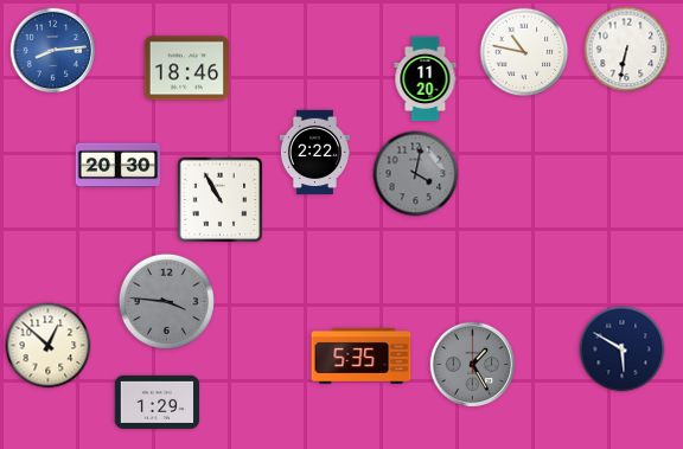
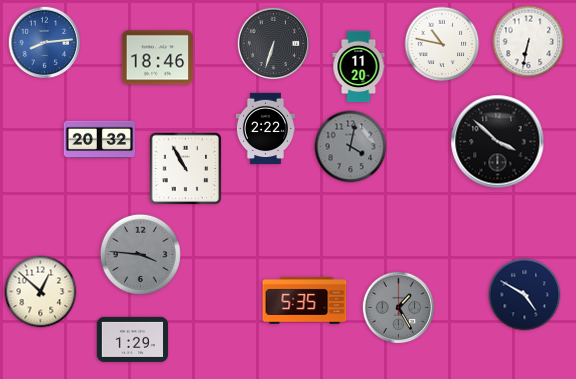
clock at (274, 44): none -> 6:33
clock at (119, 166): 20:30 -> 20:32
clock at (498, 142): none -> 3:52
clock at (623, 349): 5:50 -> 4:50
